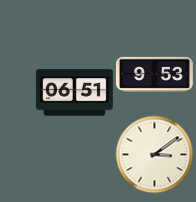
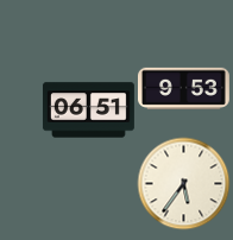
clock at (154, 154): 3:09 -> 5:36
